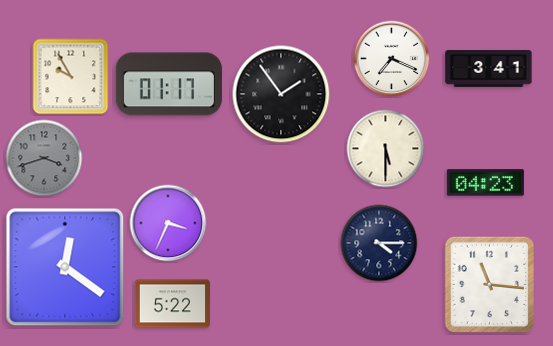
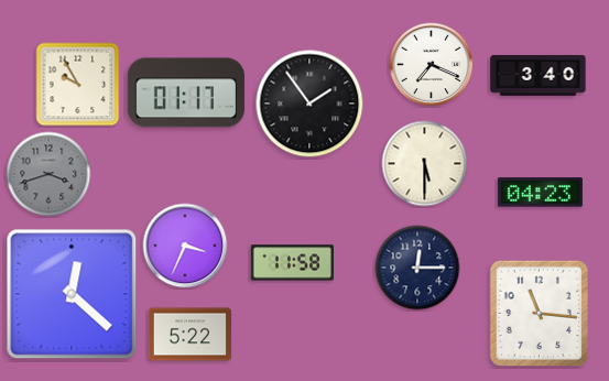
clock at (489, 69): 3:41 -> 3:40
clock at (485, 183) position: (485, 183) -> (540, 193)
clock at (292, 263): none -> 11:58
clock at (379, 243): 4:15 -> 12:15
clock at (65, 267): 12:21 -> 12:22
